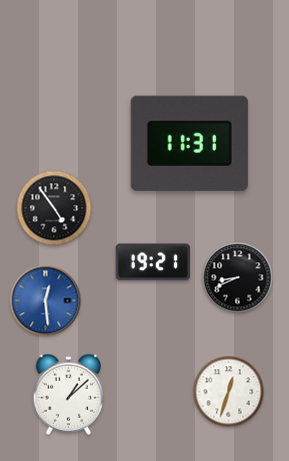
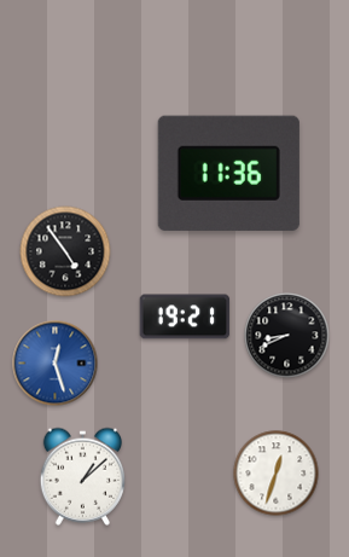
clock at (189, 143): 11:31 -> 11:36
clock at (46, 301): 12:29 -> 12:27
